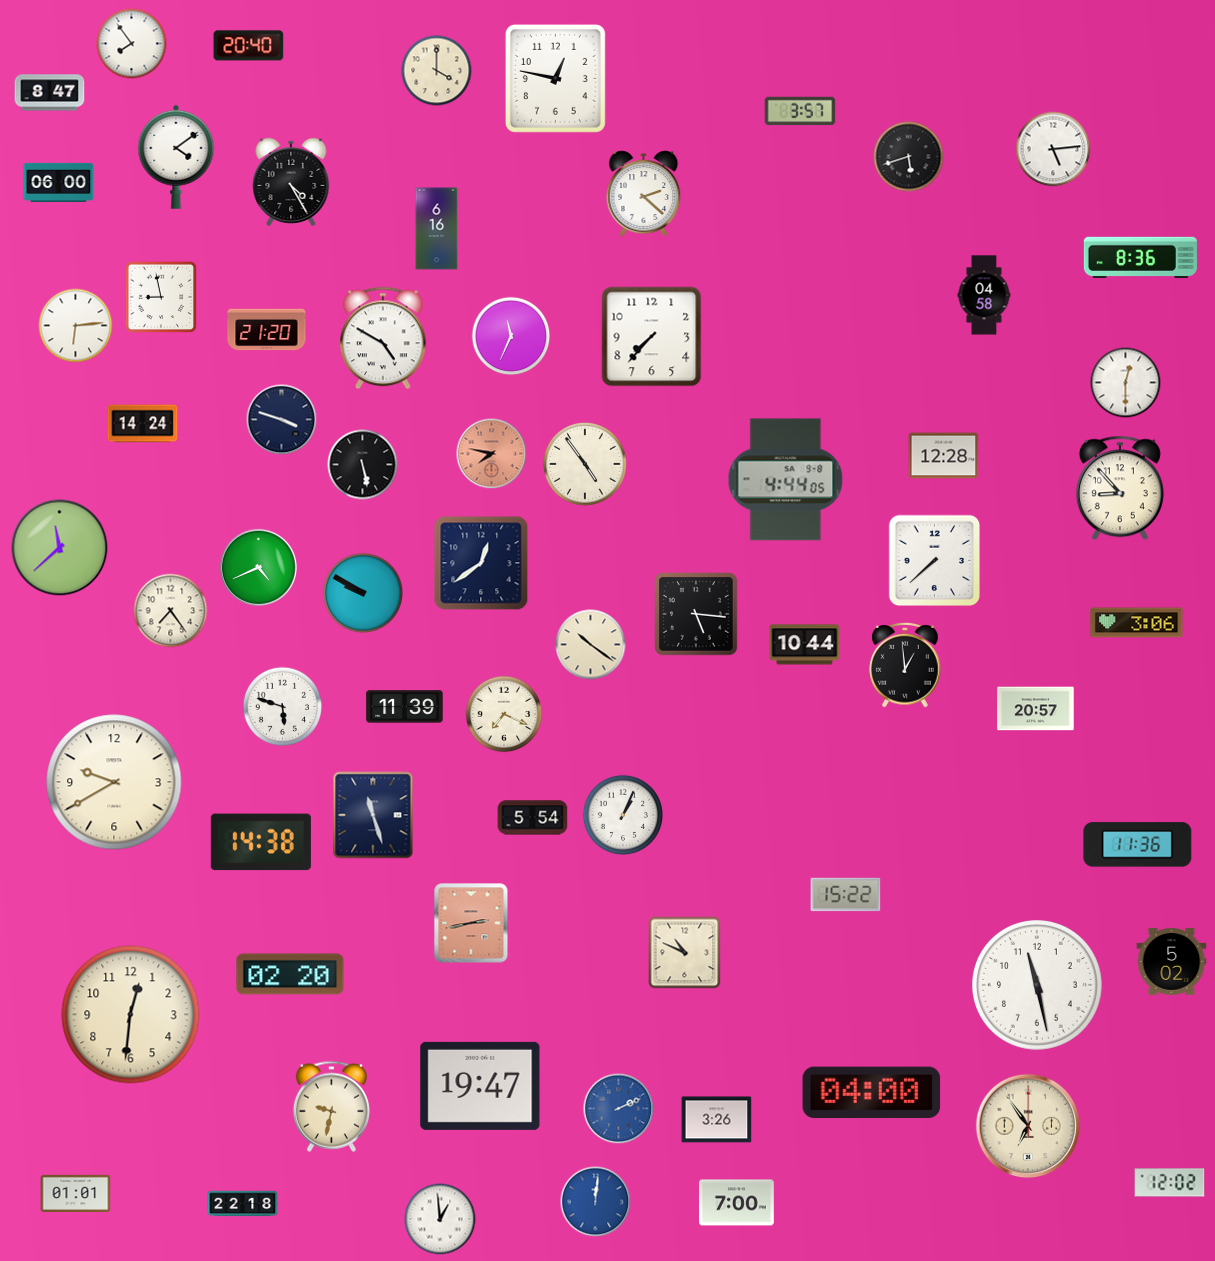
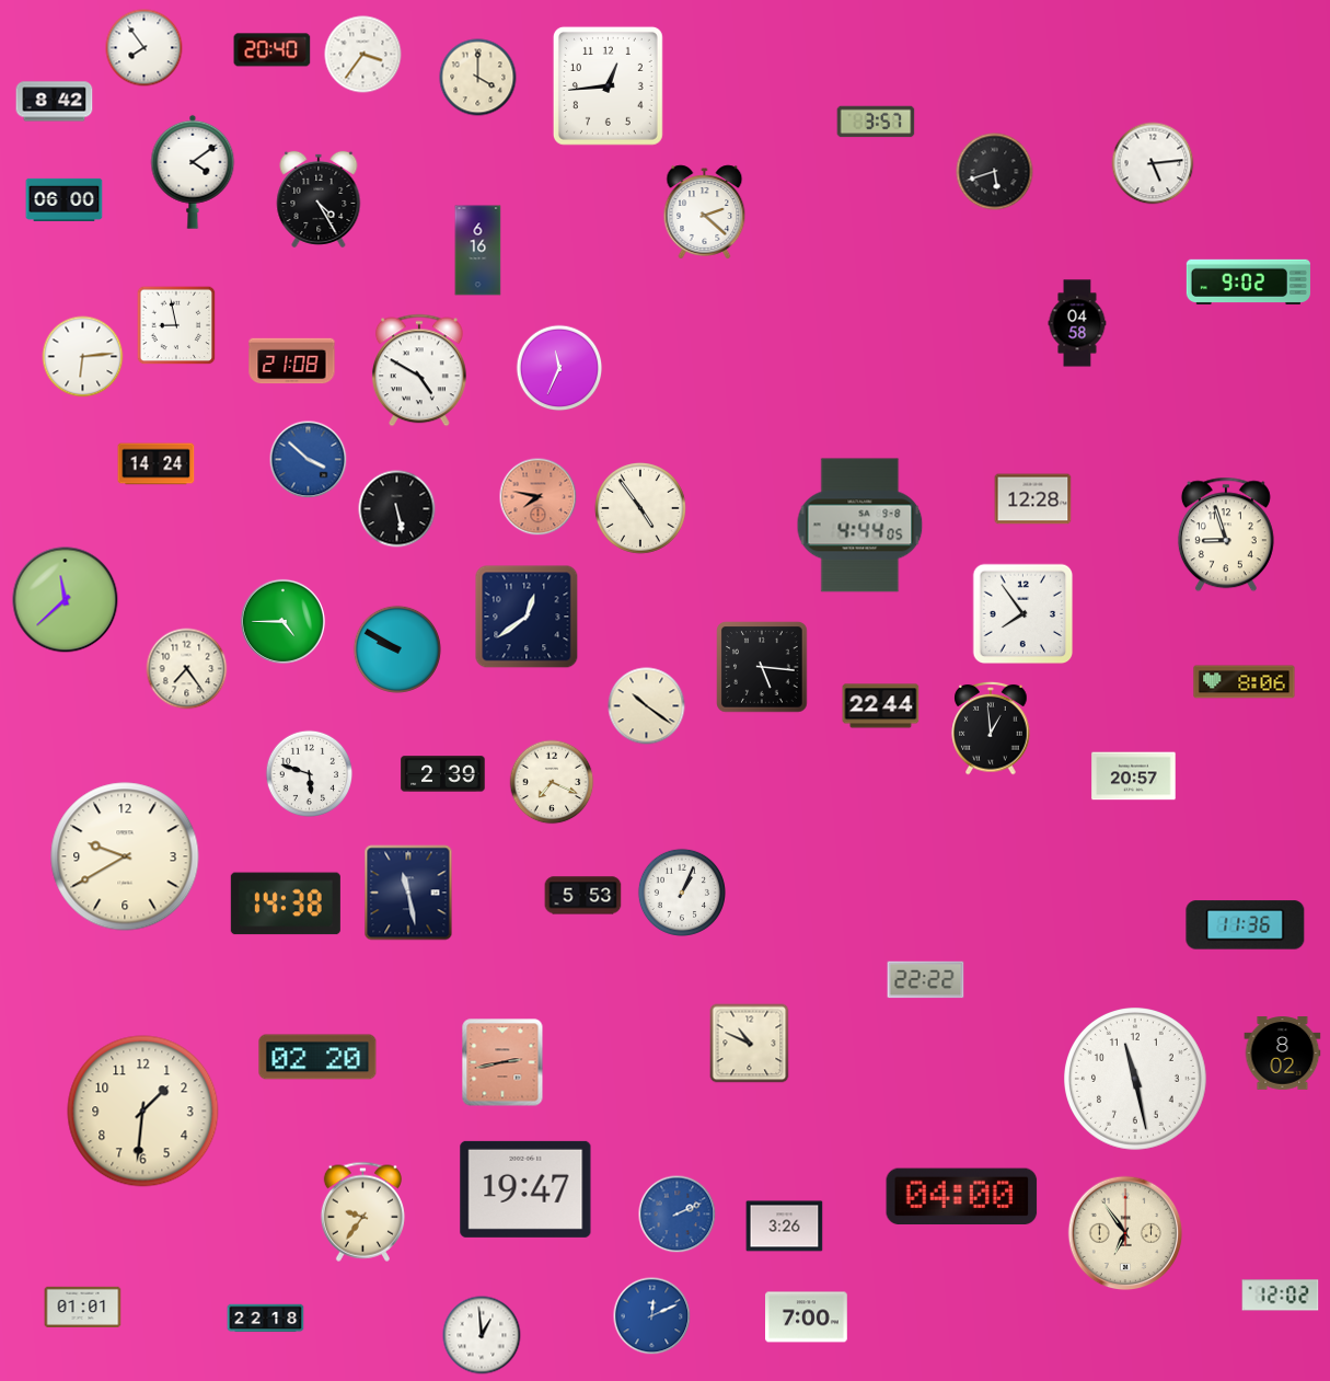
clock at (363, 55): none -> 3:36
clock at (555, 78): 12:47 -> 12:44
clock at (50, 93): 8:47 -> 8:42
clock at (1140, 257): 8:36 -> 9:02
clock at (267, 330): 21:20 -> 21:08
clock at (652, 337): 7:37 -> none
clock at (1126, 383): 12:30 -> none
clock at (282, 420): 3:48 -> 3:52
clock at (282, 420) dial: navy -> blue
clock at (1120, 488): 8:53 -> 8:57
clock at (935, 561): 7:38 -> 7:54
clock at (258, 567): 4:41 -> 4:45
clock at (696, 614) position: (696, 614) -> (762, 667)
clock at (1137, 623): 3:06 -> 8:06
clock at (805, 645): 10:44 -> 22:44
clock at (405, 707): 11:39 -> 2:39
clock at (373, 815): 11:27 -> 11:28
clock at (533, 818): 5:54 -> 5:53
clock at (261, 842) position: (261, 842) -> (286, 904)
clock at (846, 895): 15:22 -> 22:22
clock at (471, 923) position: (471, 923) -> (502, 1062)
clock at (1172, 962): 5:02 -> 8:02
clock at (290, 974) position: (290, 974) -> (317, 1057)
clock at (131, 1015): 12:31 -> 1:31
clock at (872, 1093) position: (872, 1093) -> (962, 1197)
clock at (331, 1106): 9:32 -> 9:36
clock at (596, 1202): 12:01 -> 12:11
